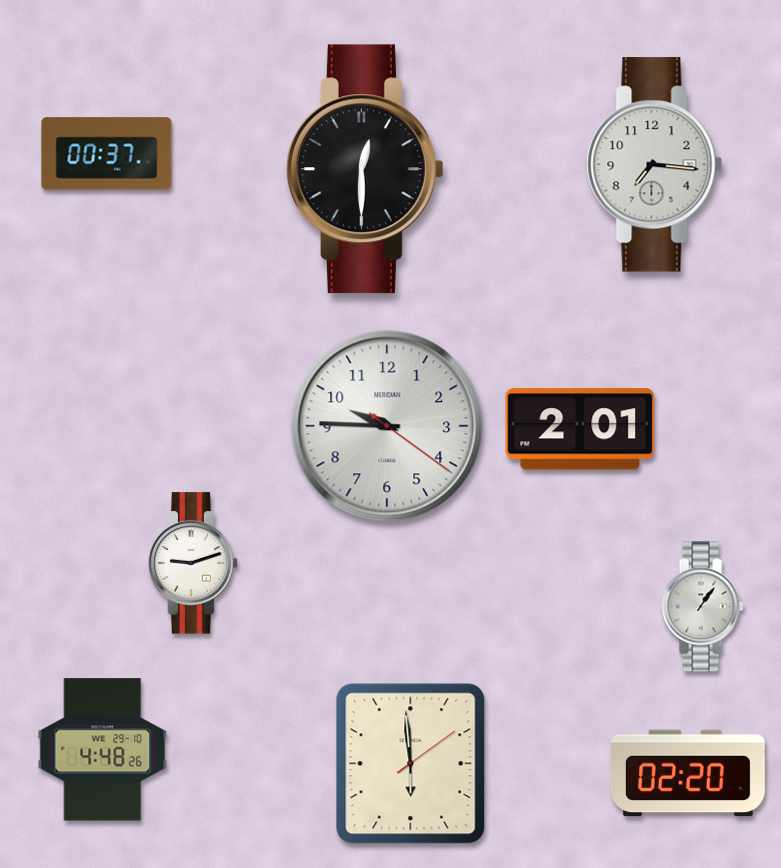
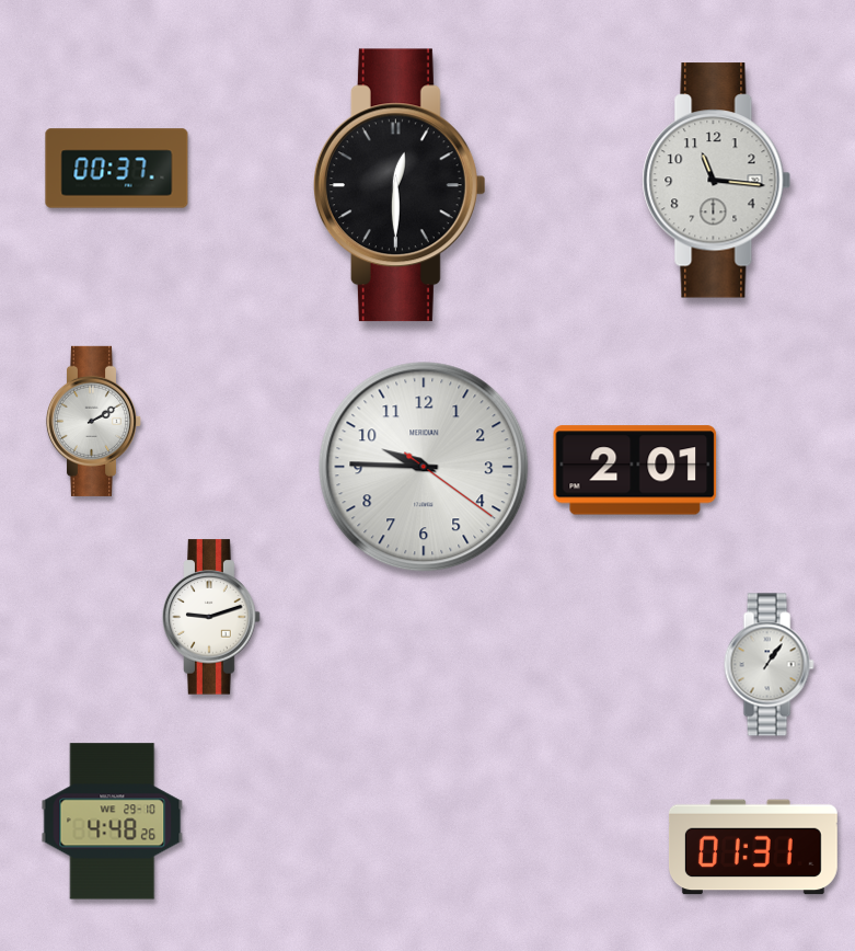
clock at (655, 165): 7:16 -> 11:16
clock at (94, 421): none -> 2:10
clock at (411, 764): 5:59 -> none
clock at (688, 773): 02:20 -> 01:31
